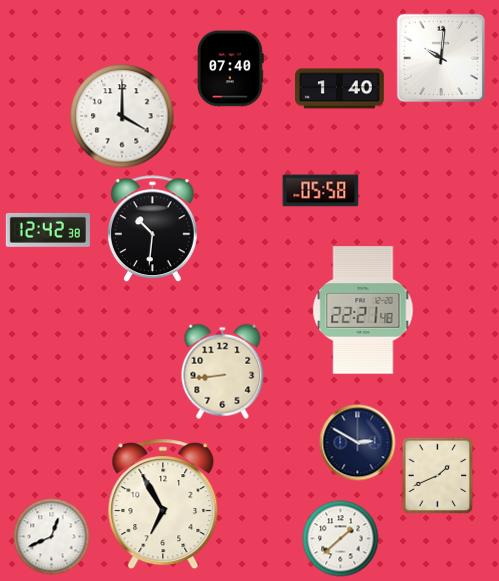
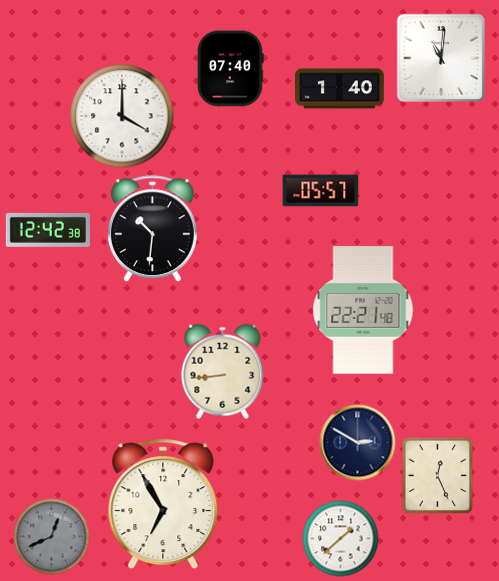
clock at (440, 57): 10:01 -> 11:01
clock at (321, 191): 05:58 -> 05:57
clock at (438, 475): 1:41 -> 12:26
clock at (52, 537) dial: white -> grey
